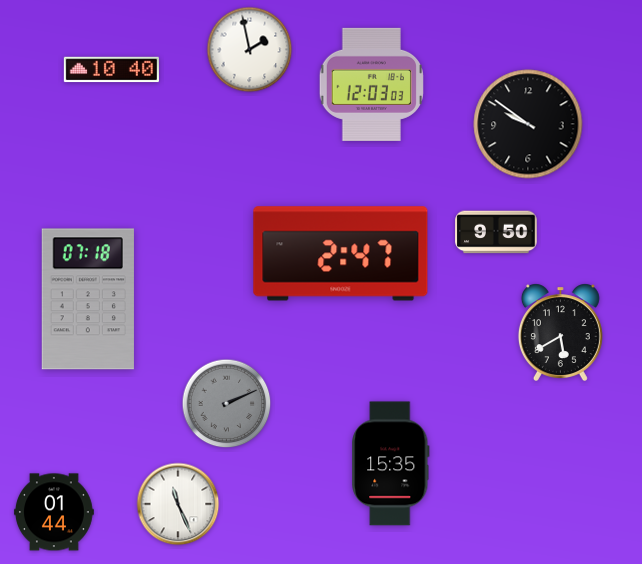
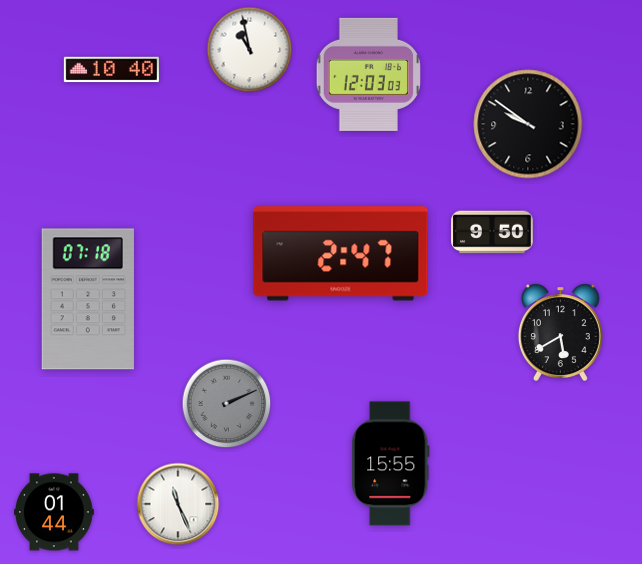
clock at (250, 50): 1:58 -> 10:58
clock at (371, 84) position: (371, 84) -> (368, 74)
clock at (496, 232) position: (496, 232) -> (492, 232)
clock at (391, 464): 15:35 -> 15:55
